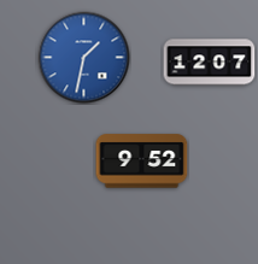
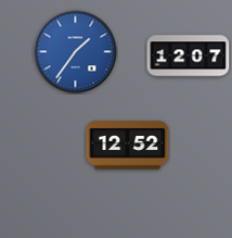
clock at (84, 58): 1:32 -> 1:36
clock at (142, 162): 9:52 -> 12:52
